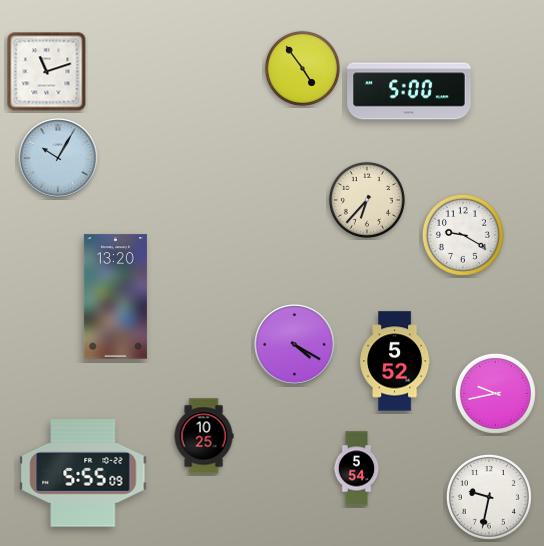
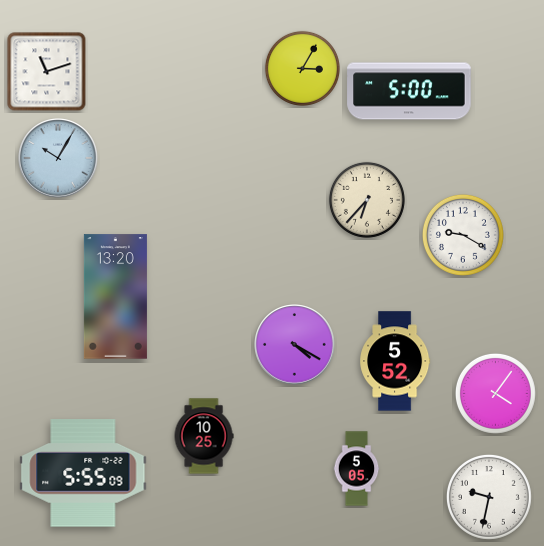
clock at (302, 68): 4:54 -> 3:05
clock at (495, 393): 9:43 -> 4:06
clock at (357, 469): 5:54 -> 5:05
